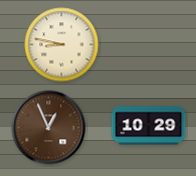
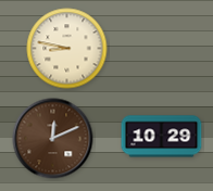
clock at (49, 128): 12:56 -> 12:11
